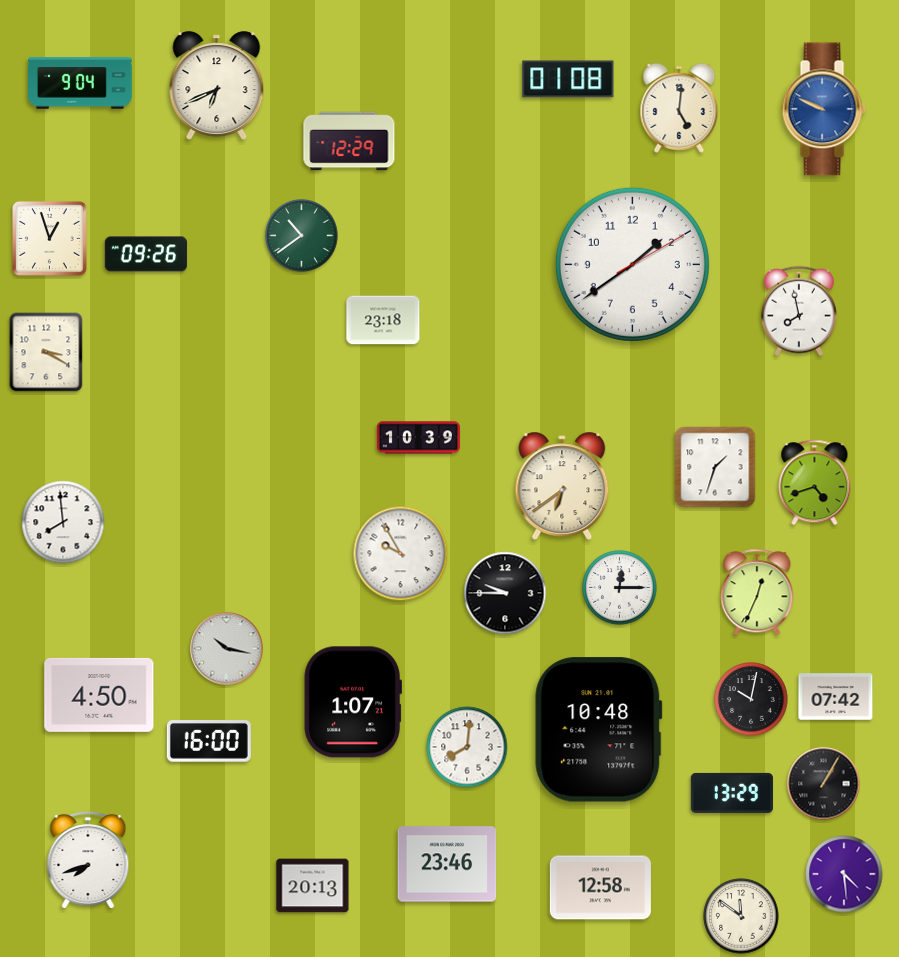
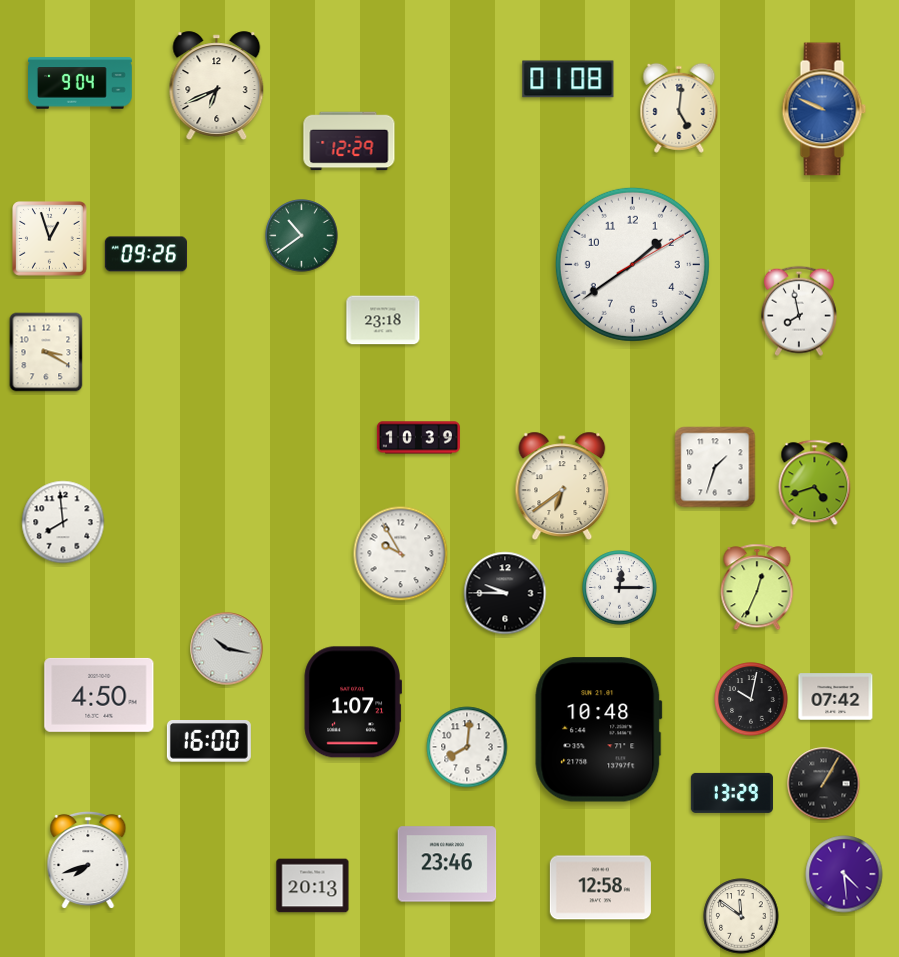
clock at (757, 592) position: (757, 592) -> (757, 587)
